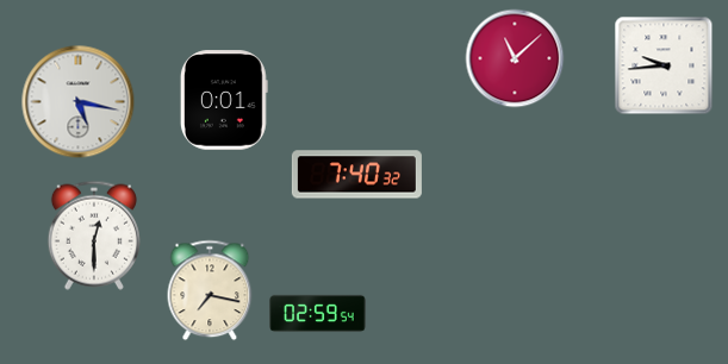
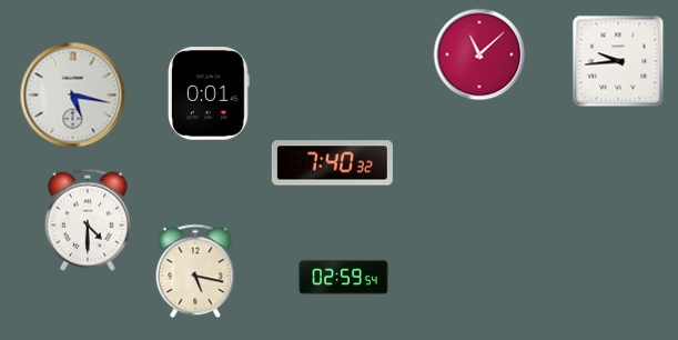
clock at (94, 236): 12:30 -> 4:30
clock at (210, 290): 7:17 -> 5:17
clock at (318, 313) position: (318, 313) -> (344, 277)
